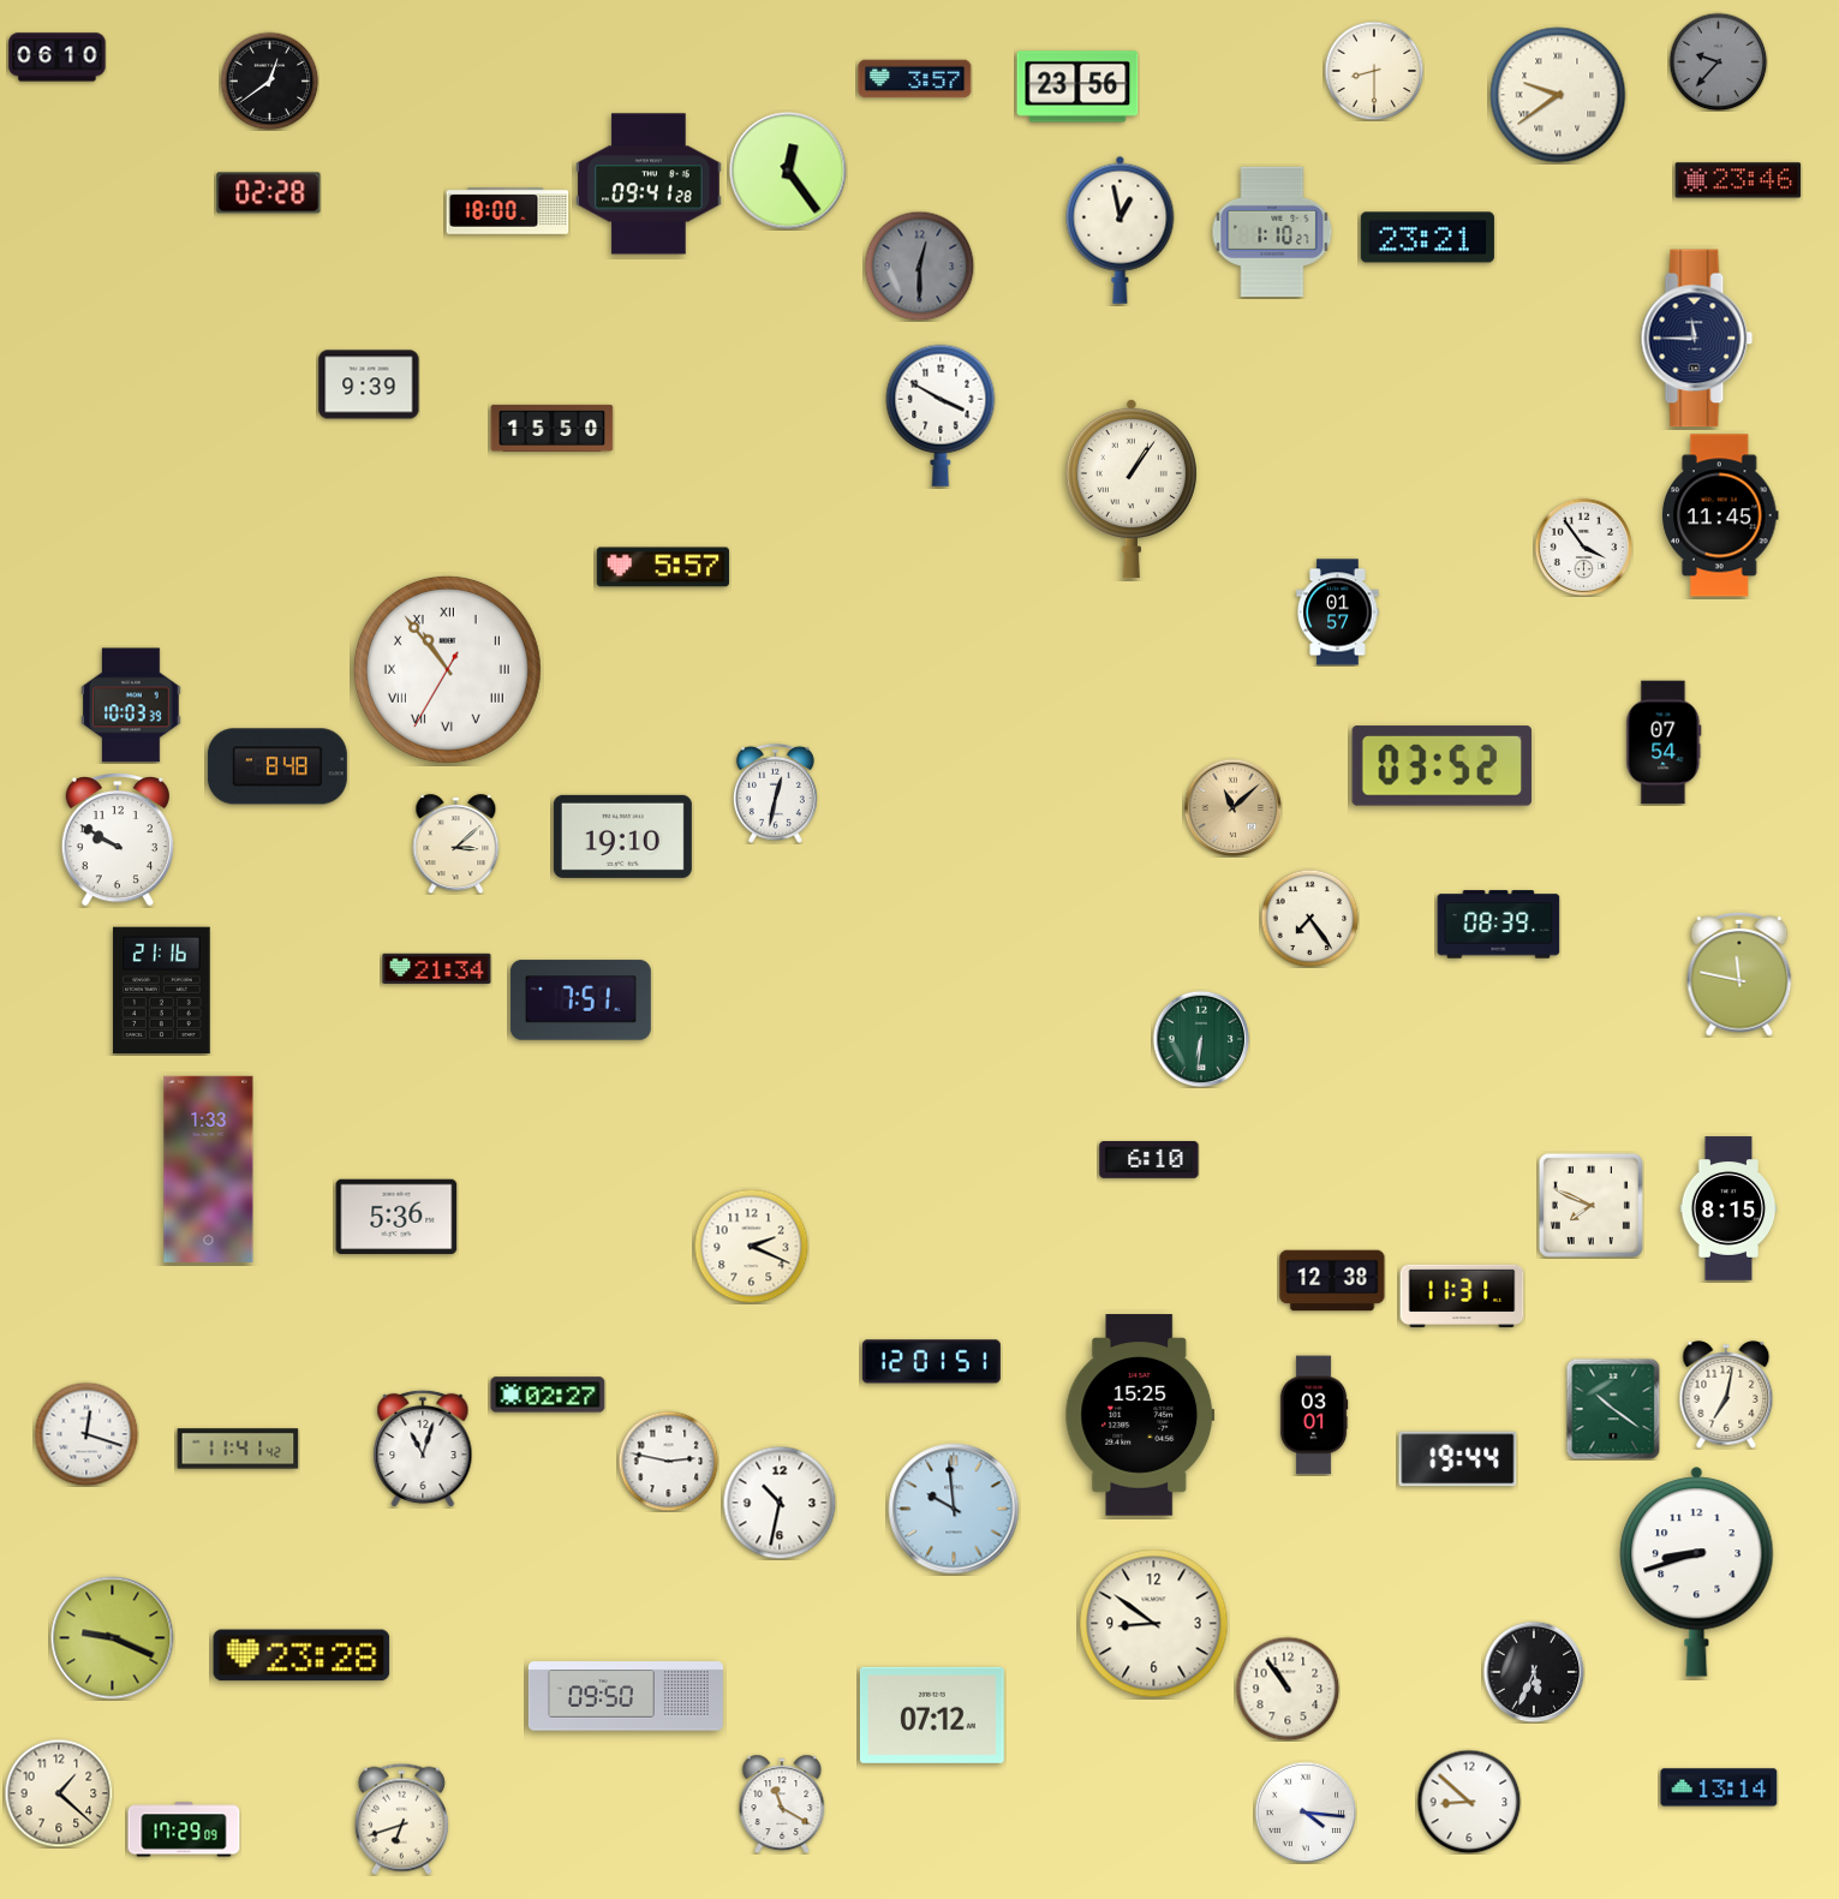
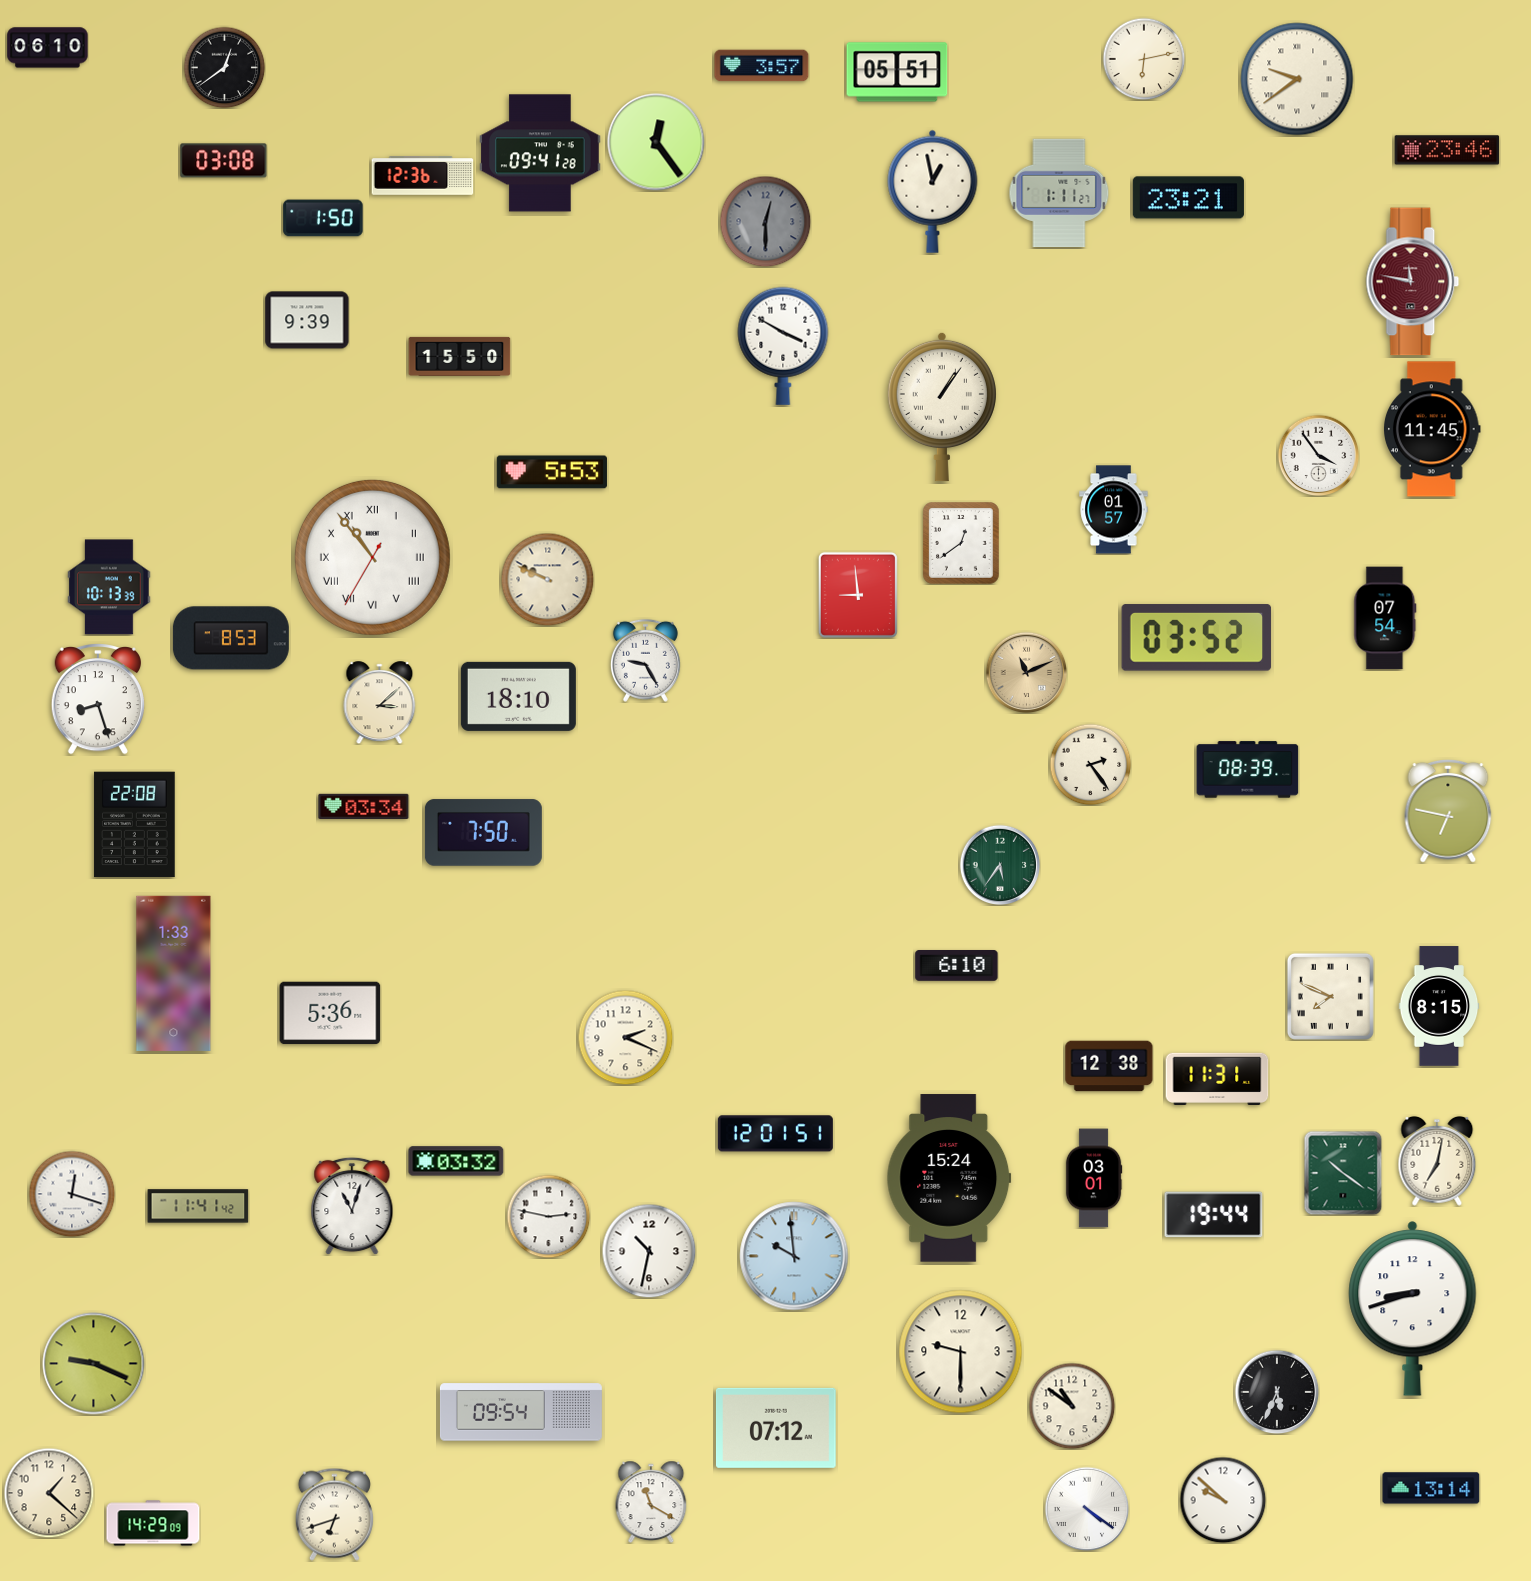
clock at (1718, 61): 9:37 -> none
clock at (1374, 71): 8:30 -> 6:13
clock at (1077, 86): 23:56 -> 05:51
clock at (269, 193): 02:28 -> 03:08
clock at (508, 211): 18:00 -> 12:36
clock at (1272, 231): 1:10 -> 1:11
clock at (323, 218): none -> 1:50
clock at (1697, 339): 11:45 -> 11:47
clock at (1697, 339) dial: navy -> burgundy
clock at (663, 567): 5:57 -> 5:53
clock at (962, 544): none -> 12:39
clock at (547, 579): none -> 9:49
clock at (131, 705): 10:03 -> 10:13
clock at (858, 595): none -> 8:59
clock at (277, 766): 8:48 -> 8:53
clock at (1443, 766) position: (1443, 766) -> (1197, 638)
clock at (775, 793): 12:32 -> 9:25
clock at (1232, 807): 11:08 -> 11:11
clock at (622, 836): 19:10 -> 18:10
clock at (118, 841): 9:50 -> 8:27
clock at (1309, 918): 7:24 -> 2:24
clock at (437, 968): 21:34 -> 03:34
clock at (1739, 975): 11:47 -> 6:47
clock at (162, 991): 21:16 -> 22:08
clock at (580, 1001): 7:51 -> 7:50
clock at (1201, 1039): 6:31 -> 5:36
clock at (1590, 1205) position: (1590, 1205) -> (1330, 996)
clock at (548, 1395): 02:27 -> 03:32
clock at (1140, 1415): 15:25 -> 15:24
clock at (668, 1461) position: (668, 1461) -> (548, 1216)
clock at (1154, 1624): 8:51 -> 9:30
clock at (301, 1655): 23:28 -> none
clock at (1288, 1689): 10:54 -> 10:51
clock at (626, 1696): 09:50 -> 09:54
clock at (1469, 1802): 8:52 -> 9:52
clock at (1306, 1813): 4:16 -> 4:21
clock at (184, 1829): 17:29 -> 14:29
